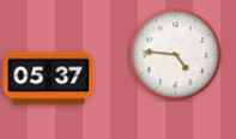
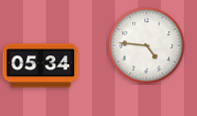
clock at (49, 79): 05:37 -> 05:34
